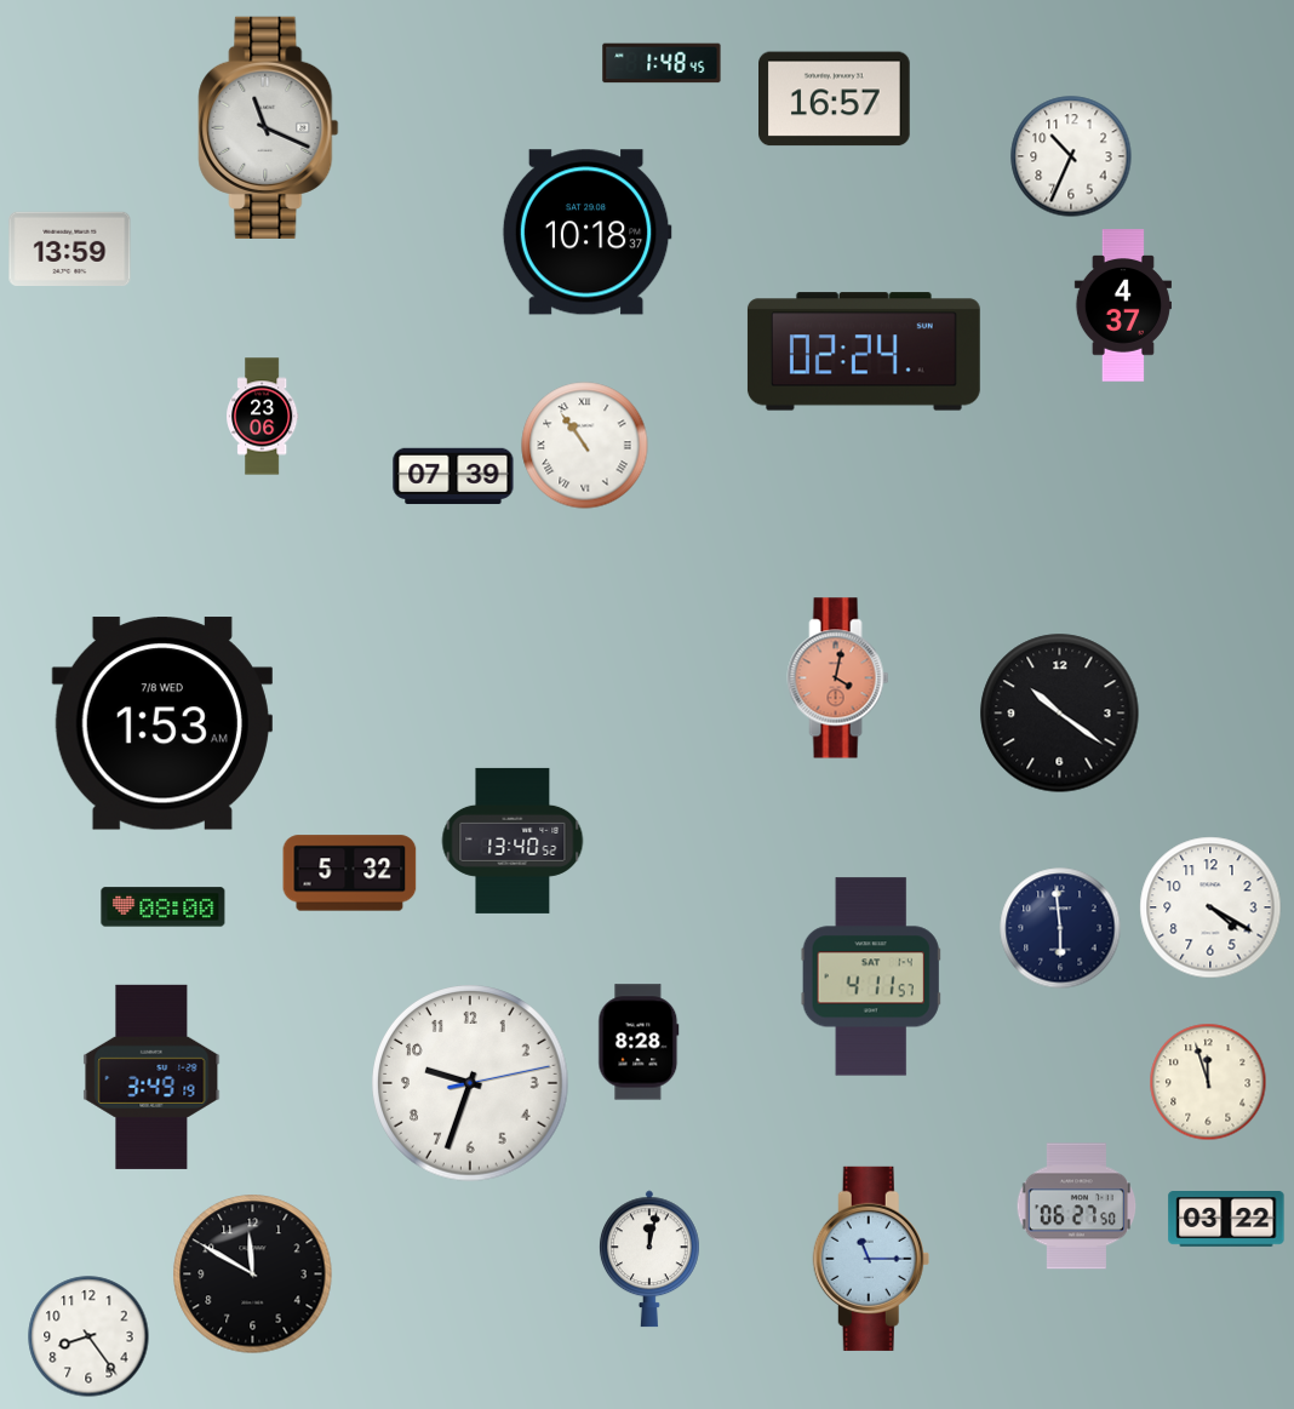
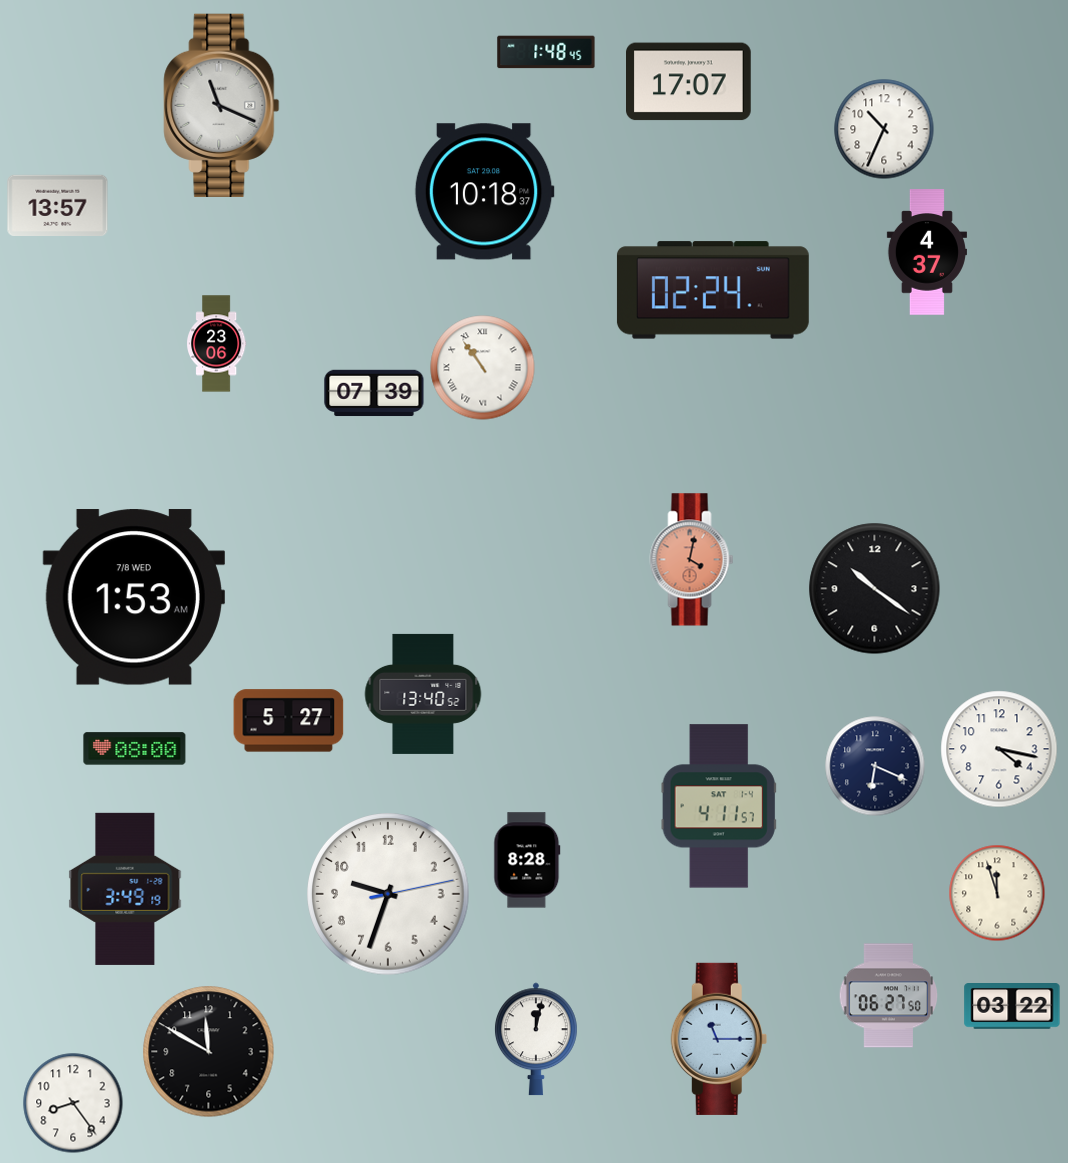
clock at (835, 99): 16:57 -> 17:07
clock at (70, 248): 13:59 -> 13:57
clock at (350, 874): 5:32 -> 5:27
clock at (1210, 907): 4:20 -> 4:17
clock at (1060, 928): 5:59 -> 6:19
